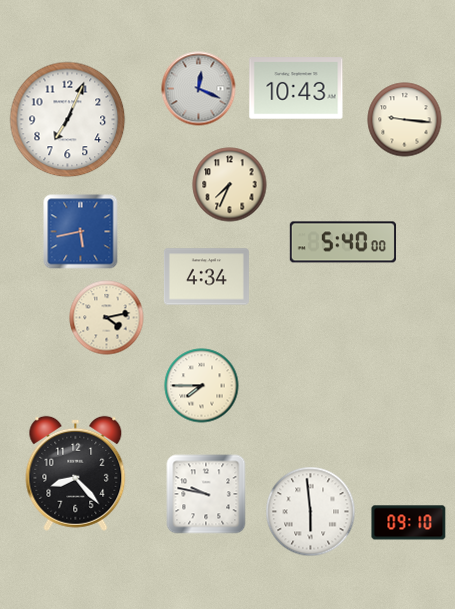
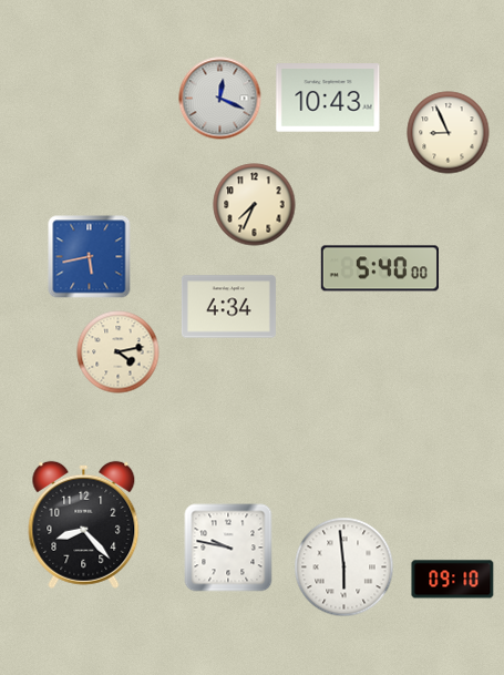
clock at (68, 120): 7:04 -> none
clock at (405, 120): 9:16 -> 8:56
clock at (202, 386): 7:45 -> none
